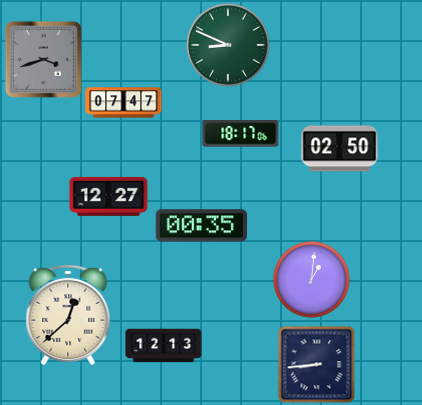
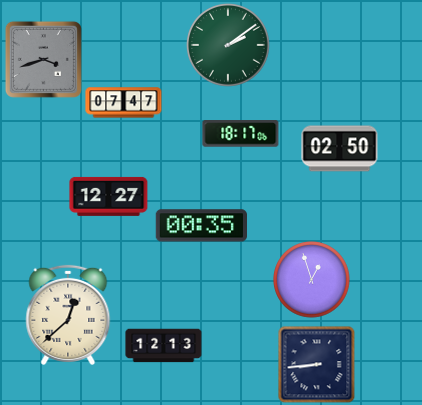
clock at (229, 46): 8:49 -> 2:09
clock at (312, 280): 1:01 -> 12:57
